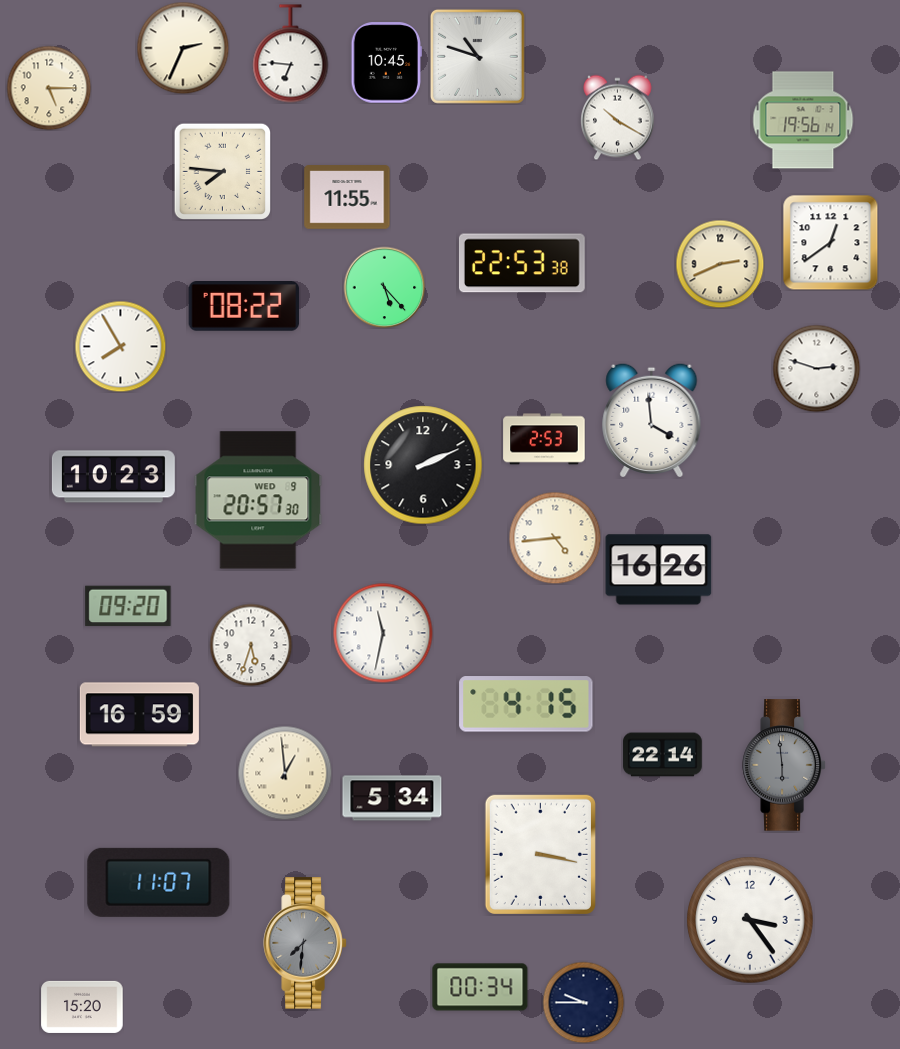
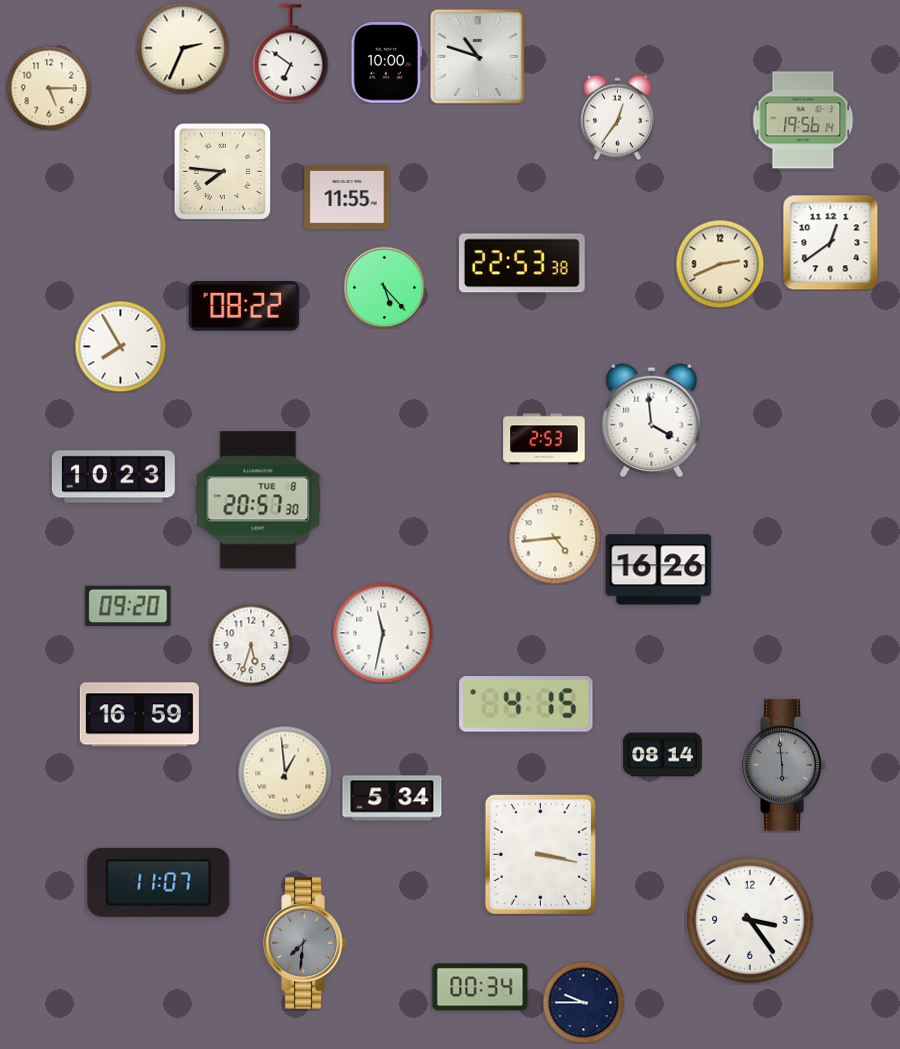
clock at (291, 54): 6:46 -> 6:51
clock at (386, 63): 10:45 -> 10:00
clock at (618, 117): 10:20 -> 12:36
clock at (816, 368): 2:48 -> none
clock at (423, 465): 2:11 -> none
clock at (258, 500) date: WED 9 -> TUE 8
clock at (663, 755): 22:14 -> 08:14
clock at (82, 1007): 15:20 -> none
